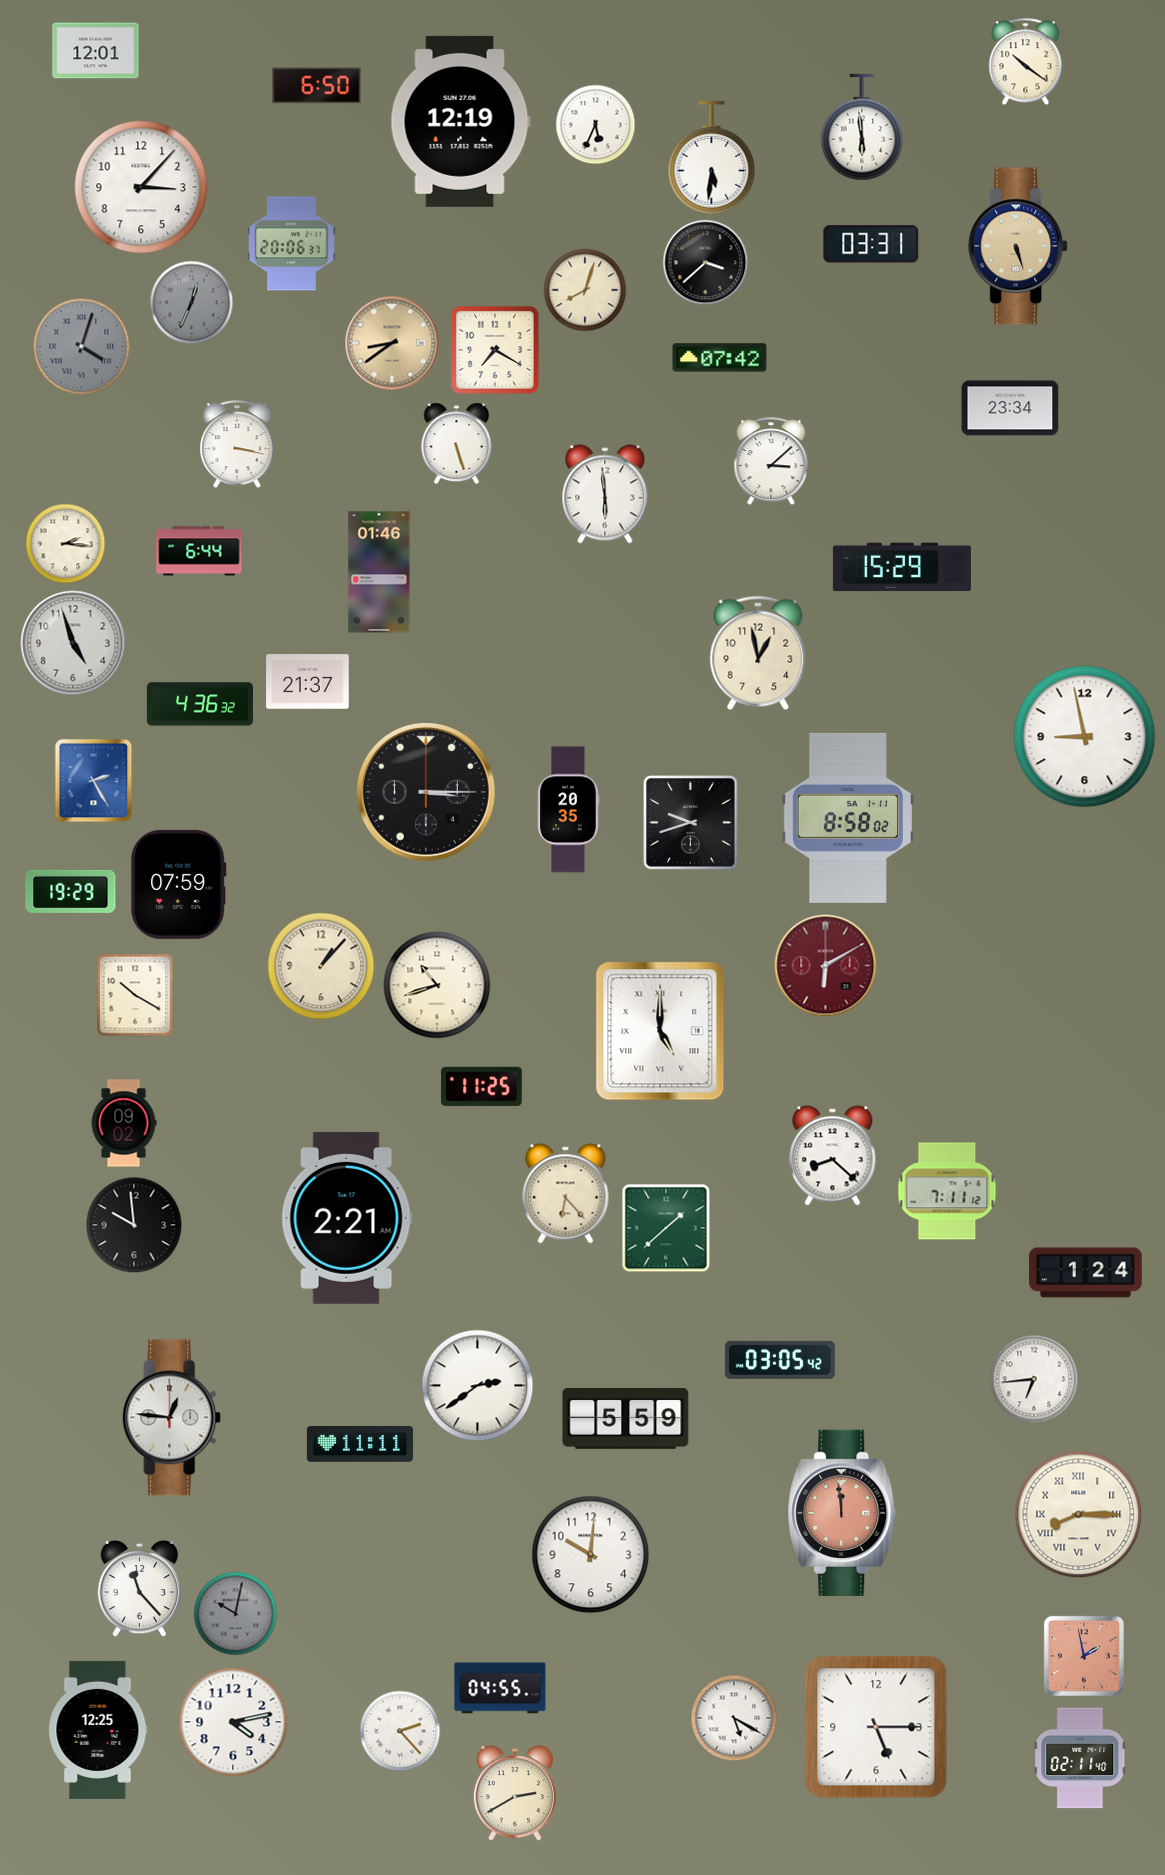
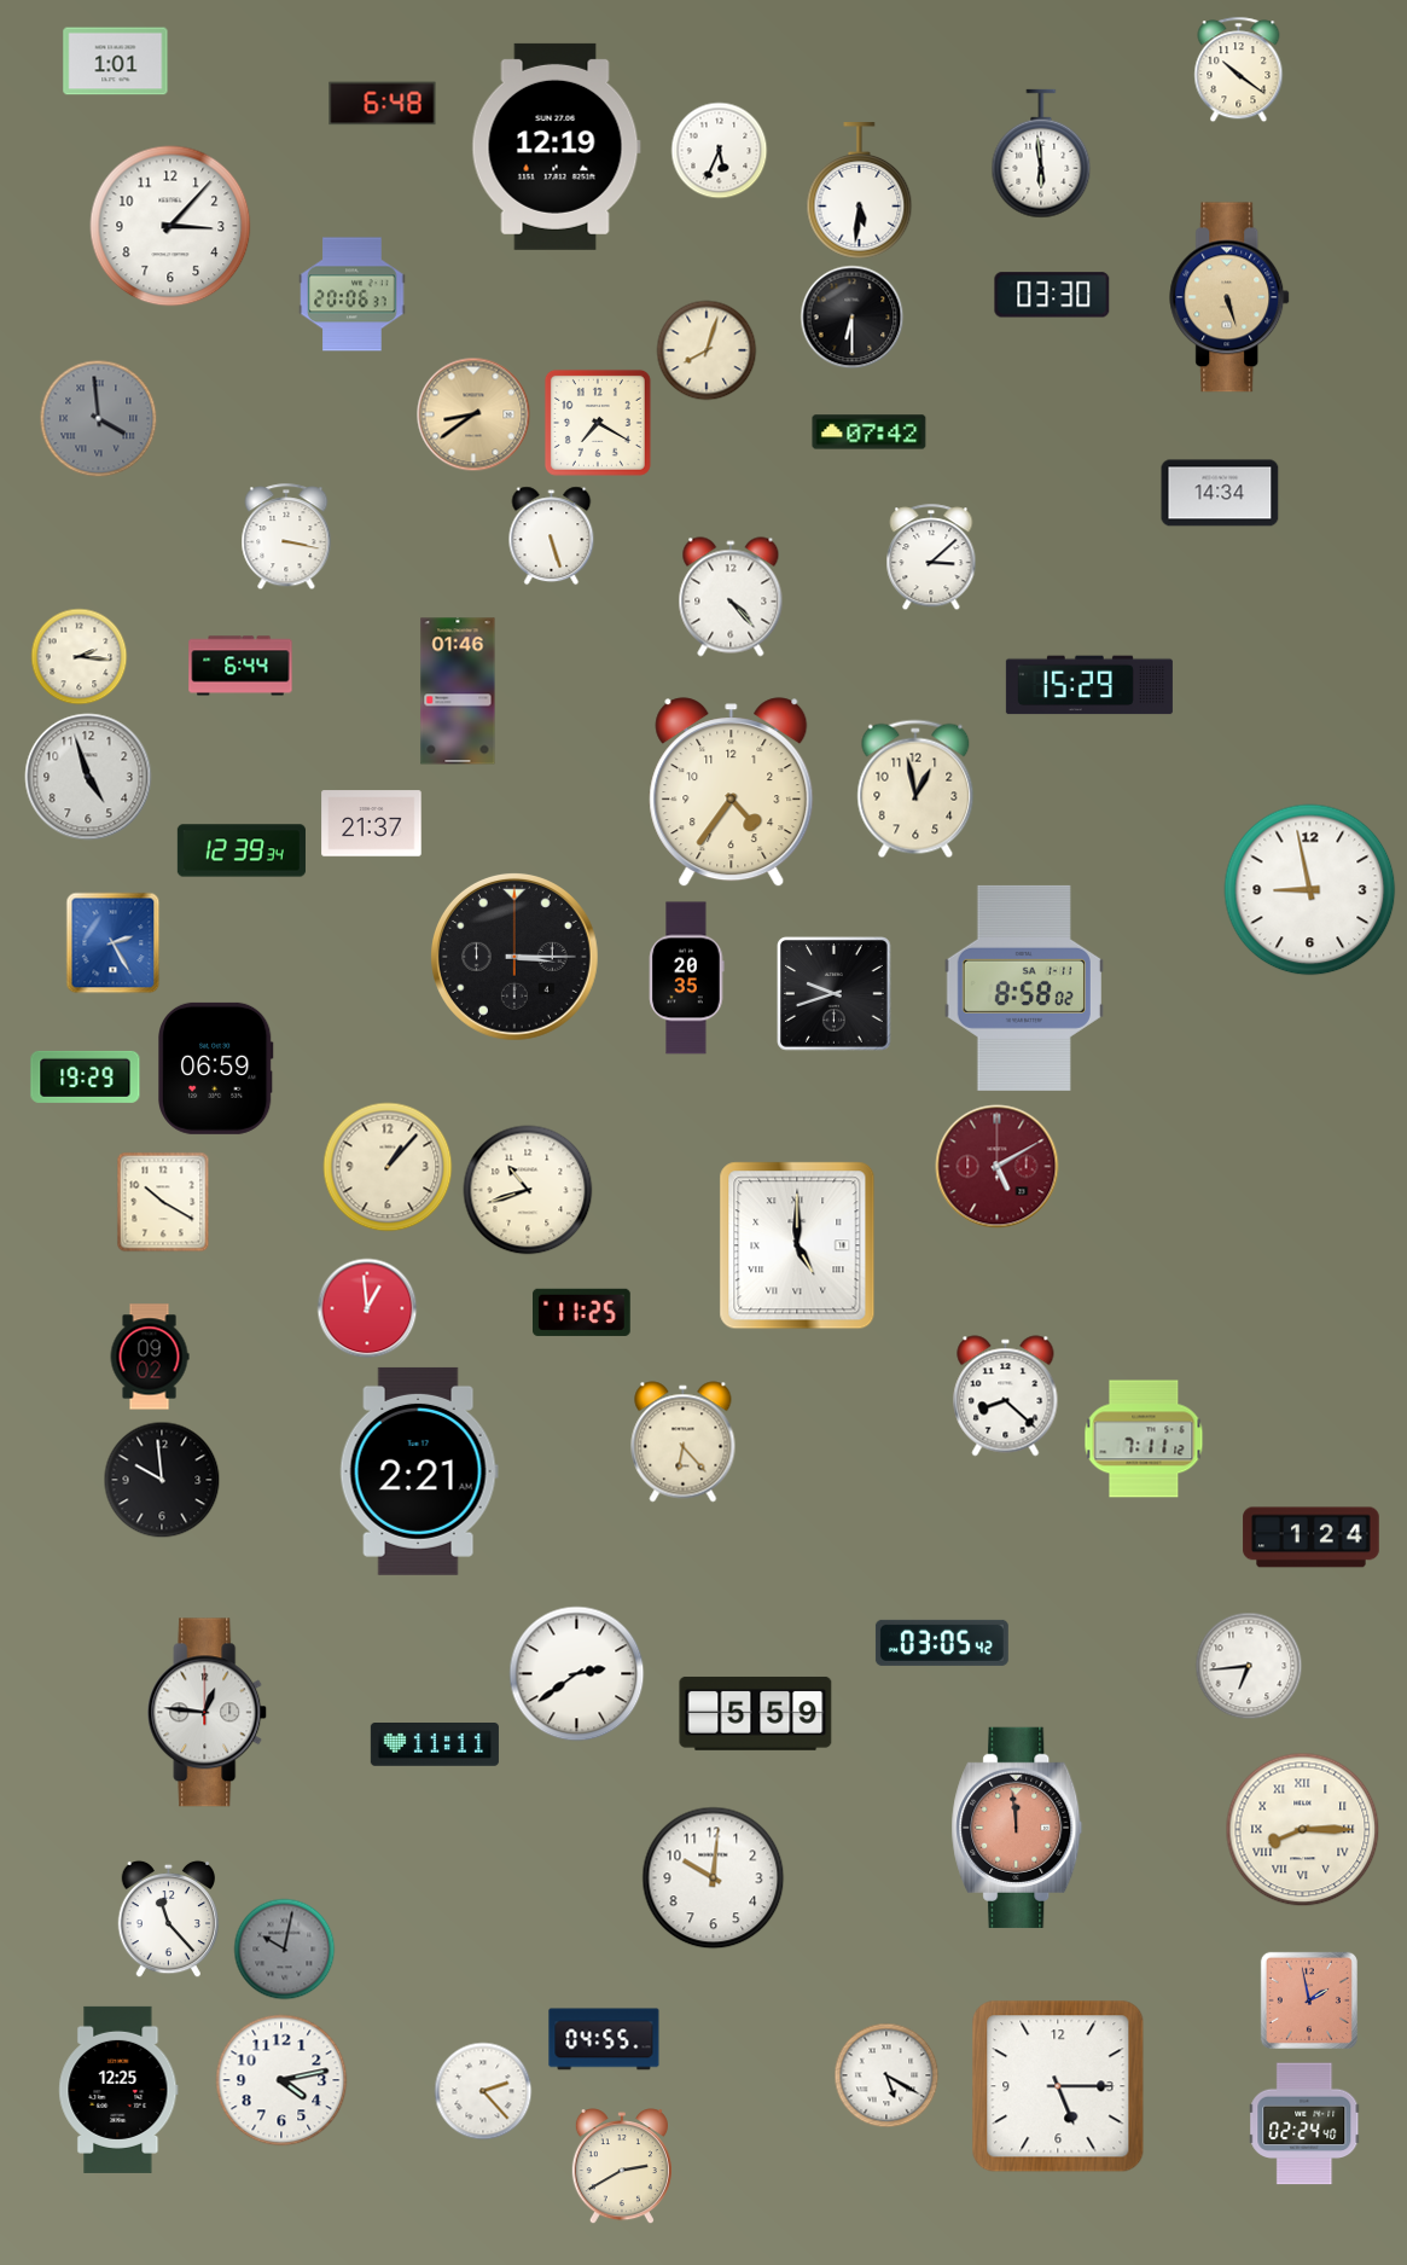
clock at (96, 51): 12:01 -> 1:01
clock at (1026, 62) position: (1026, 62) -> (1239, 70)
clock at (317, 86): 6:50 -> 6:48
clock at (871, 244): 03:31 -> 03:30
clock at (706, 263): 3:38 -> 6:30
clock at (192, 303): 12:34 -> none
clock at (82, 347): 4:03 -> 3:59
clock at (1010, 408): 23:34 -> 14:34
clock at (605, 494): 5:59 -> 4:23
clock at (732, 792): none -> 4:36
clock at (200, 704): 4:36 -> 12:39
clock at (179, 884): 07:59 -> 06:59
clock at (826, 966): 6:10 -> 5:10
clock at (367, 1308): none -> 12:59
clock at (666, 1228): 1:38 -> none
clock at (1080, 1758): 02:11 -> 02:24
